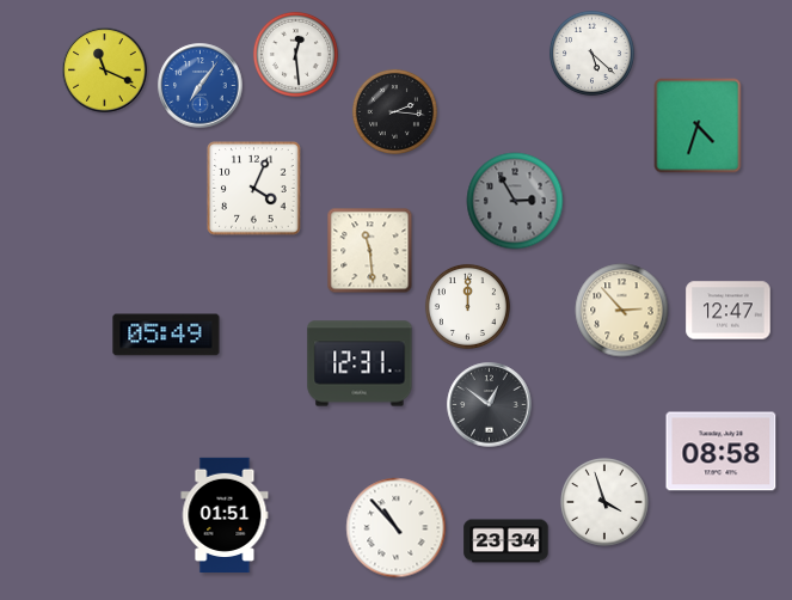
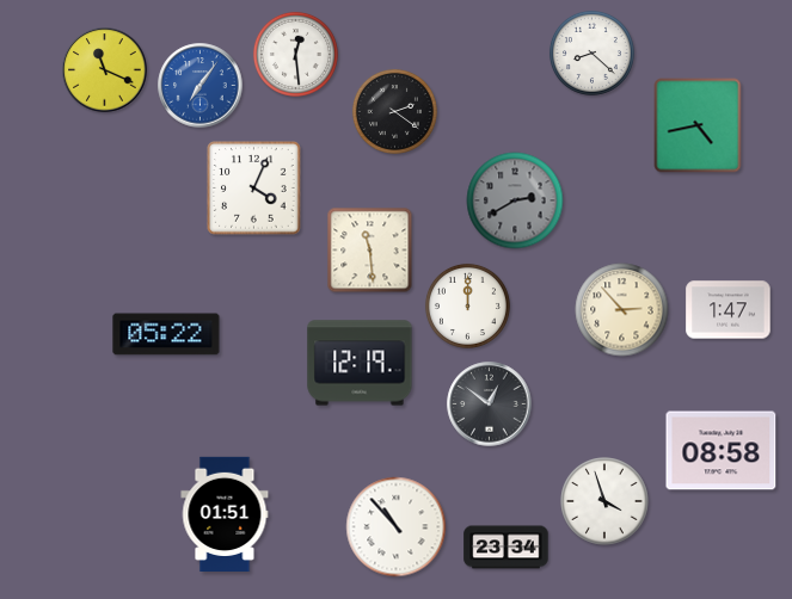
clock at (591, 53): 5:22 -> 8:22
clock at (394, 111): 2:16 -> 2:21
clock at (698, 125): 4:33 -> 4:43
clock at (515, 201): 2:55 -> 2:40
clock at (729, 311): 12:47 -> 1:47
clock at (166, 335): 05:49 -> 05:22
clock at (360, 363): 12:31 -> 12:19
clock at (506, 541) position: (506, 541) -> (506, 548)
